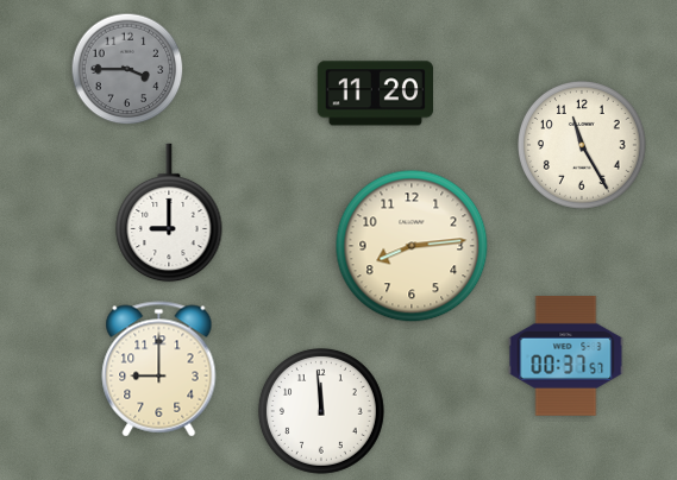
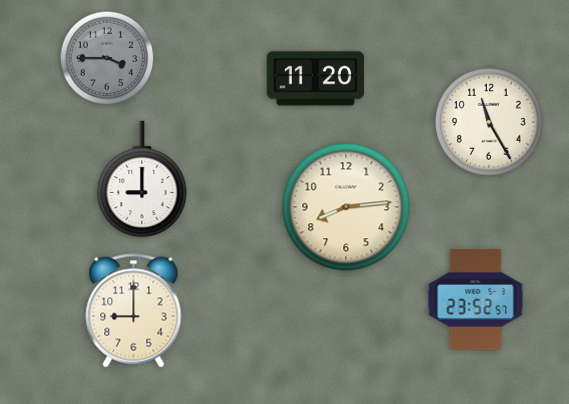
clock at (566, 356): 00:37 -> 23:52
clock at (321, 411): 11:59 -> none
